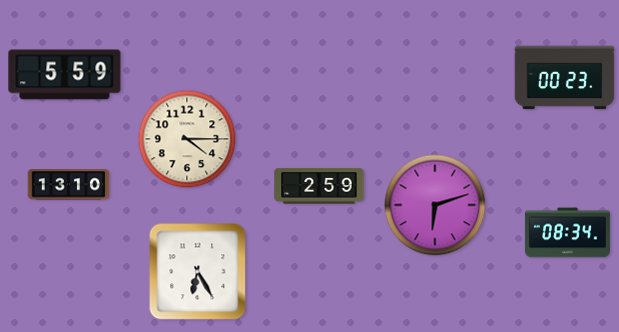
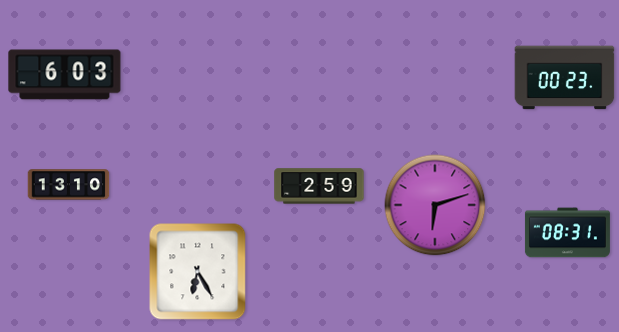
clock at (65, 75): 5:59 -> 6:03
clock at (187, 139): 4:15 -> none
clock at (567, 233): 08:34 -> 08:31
